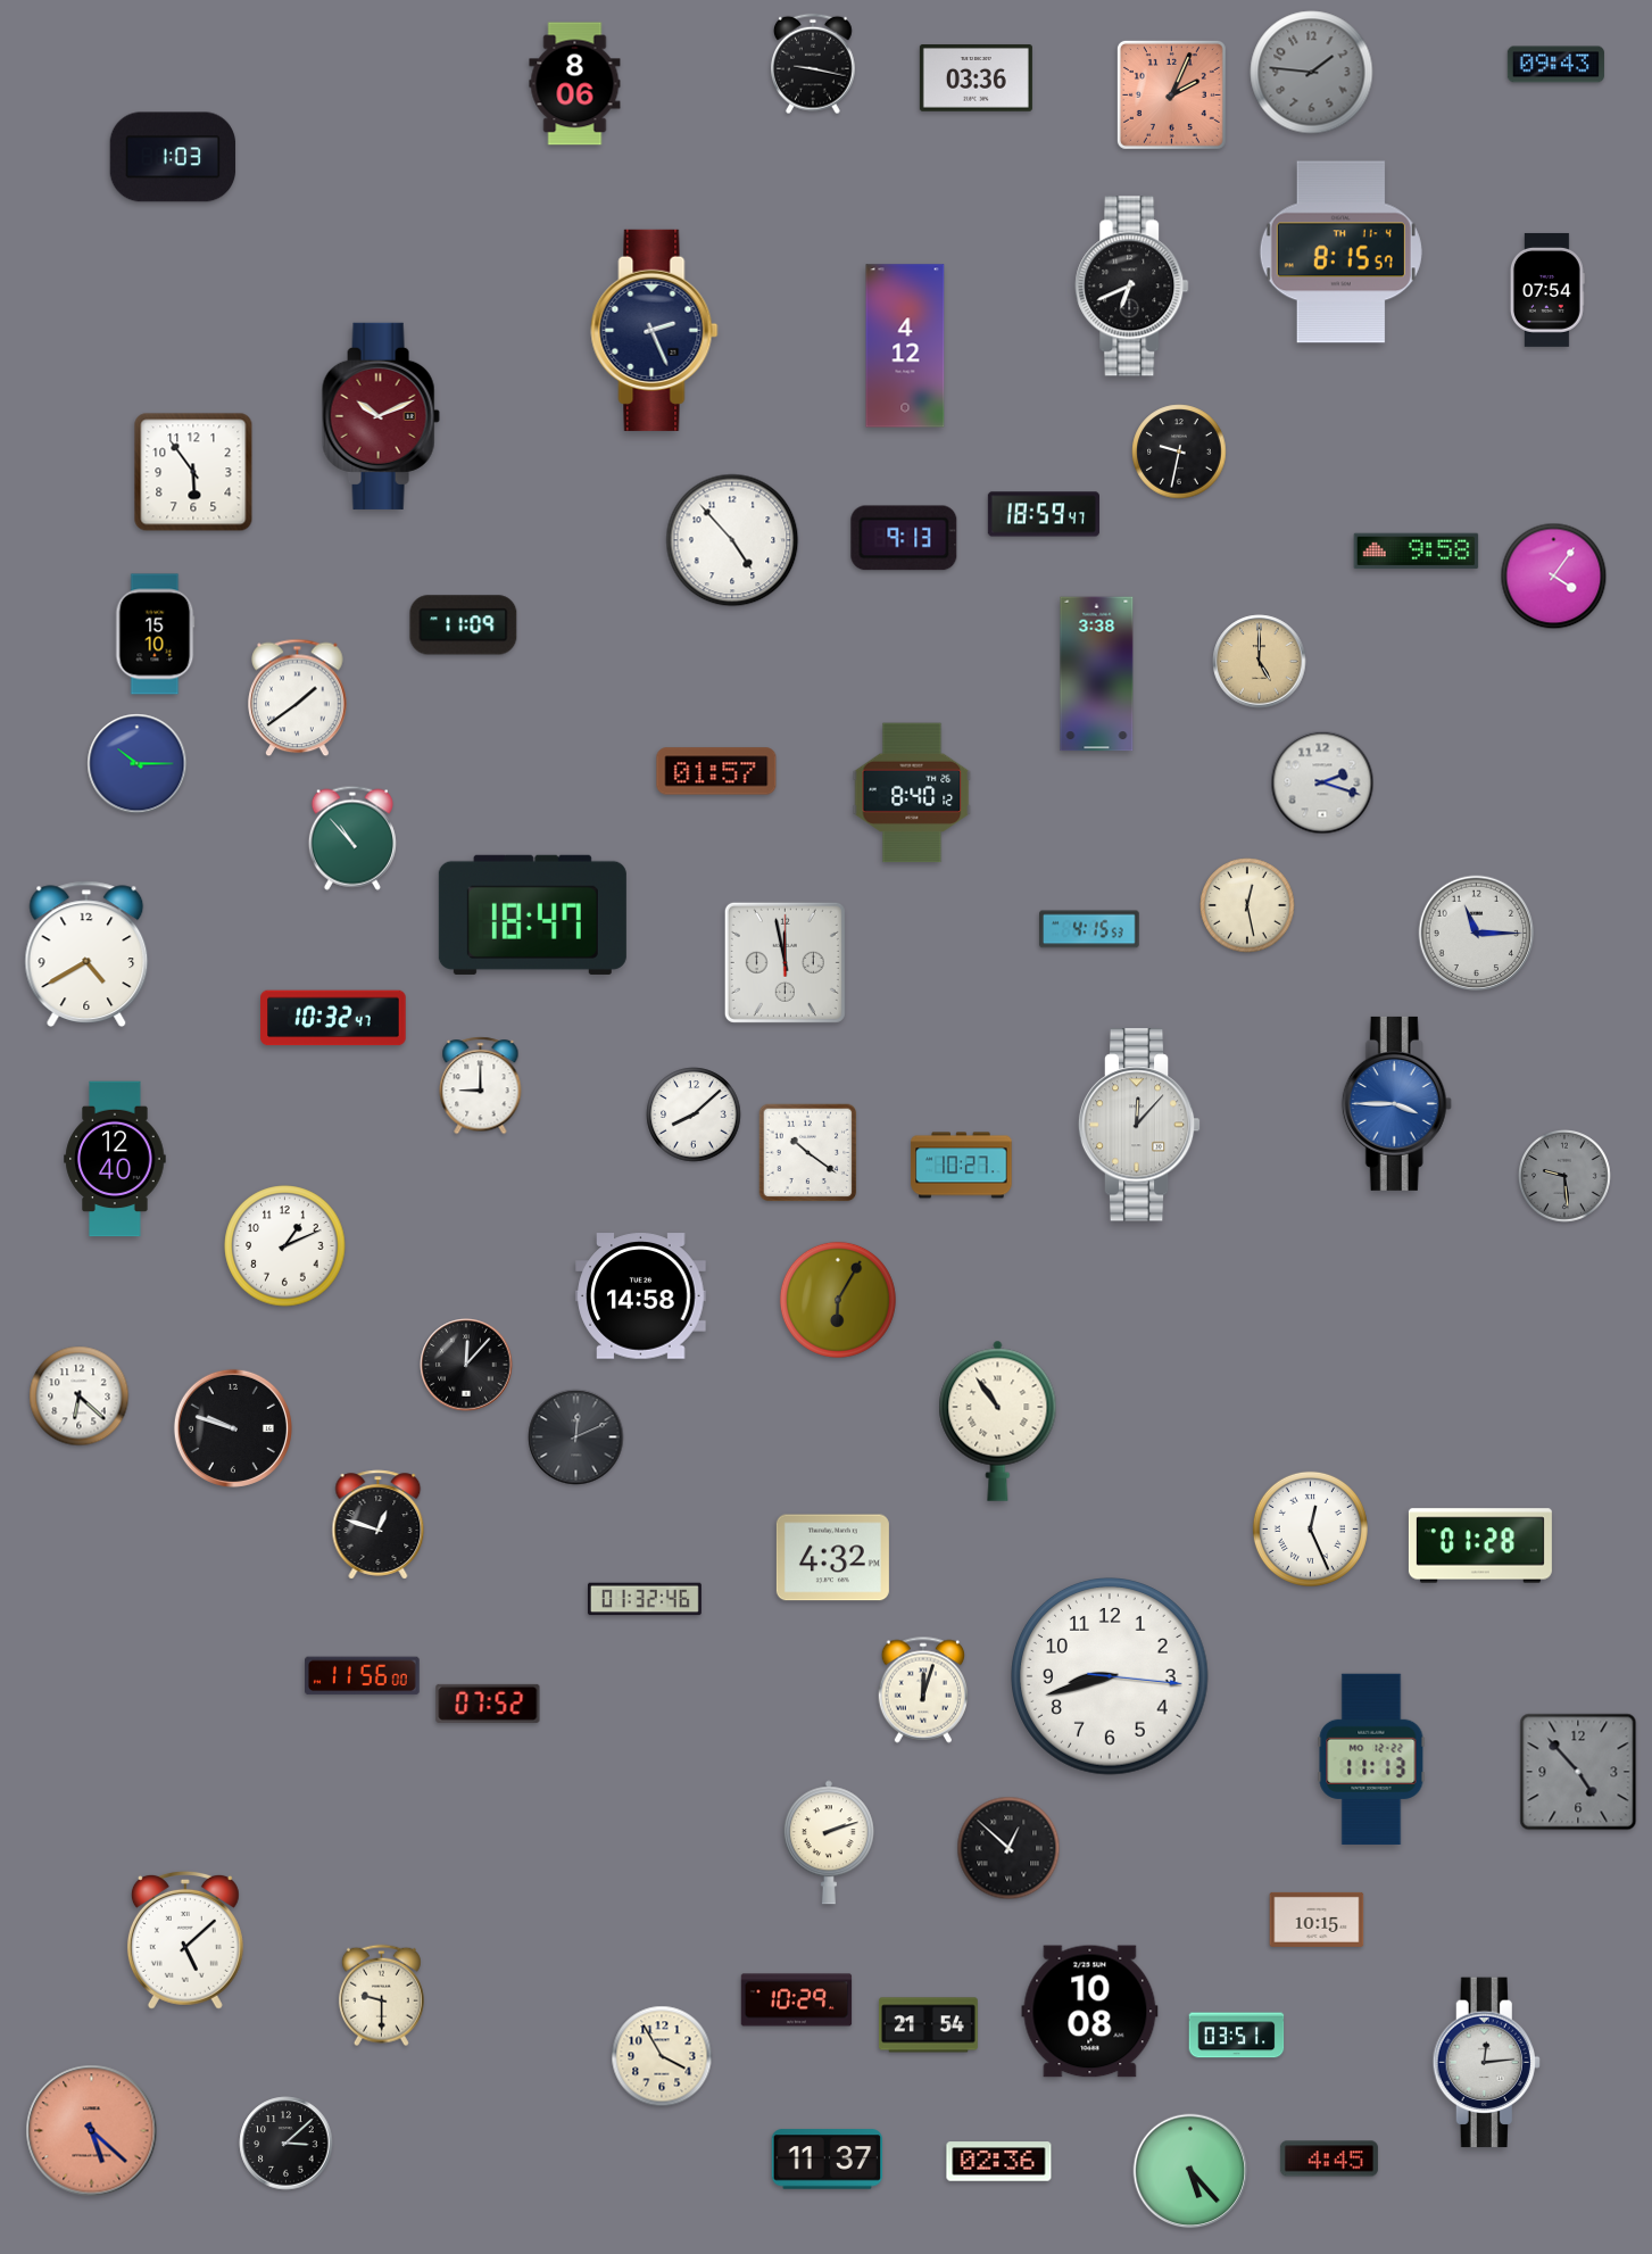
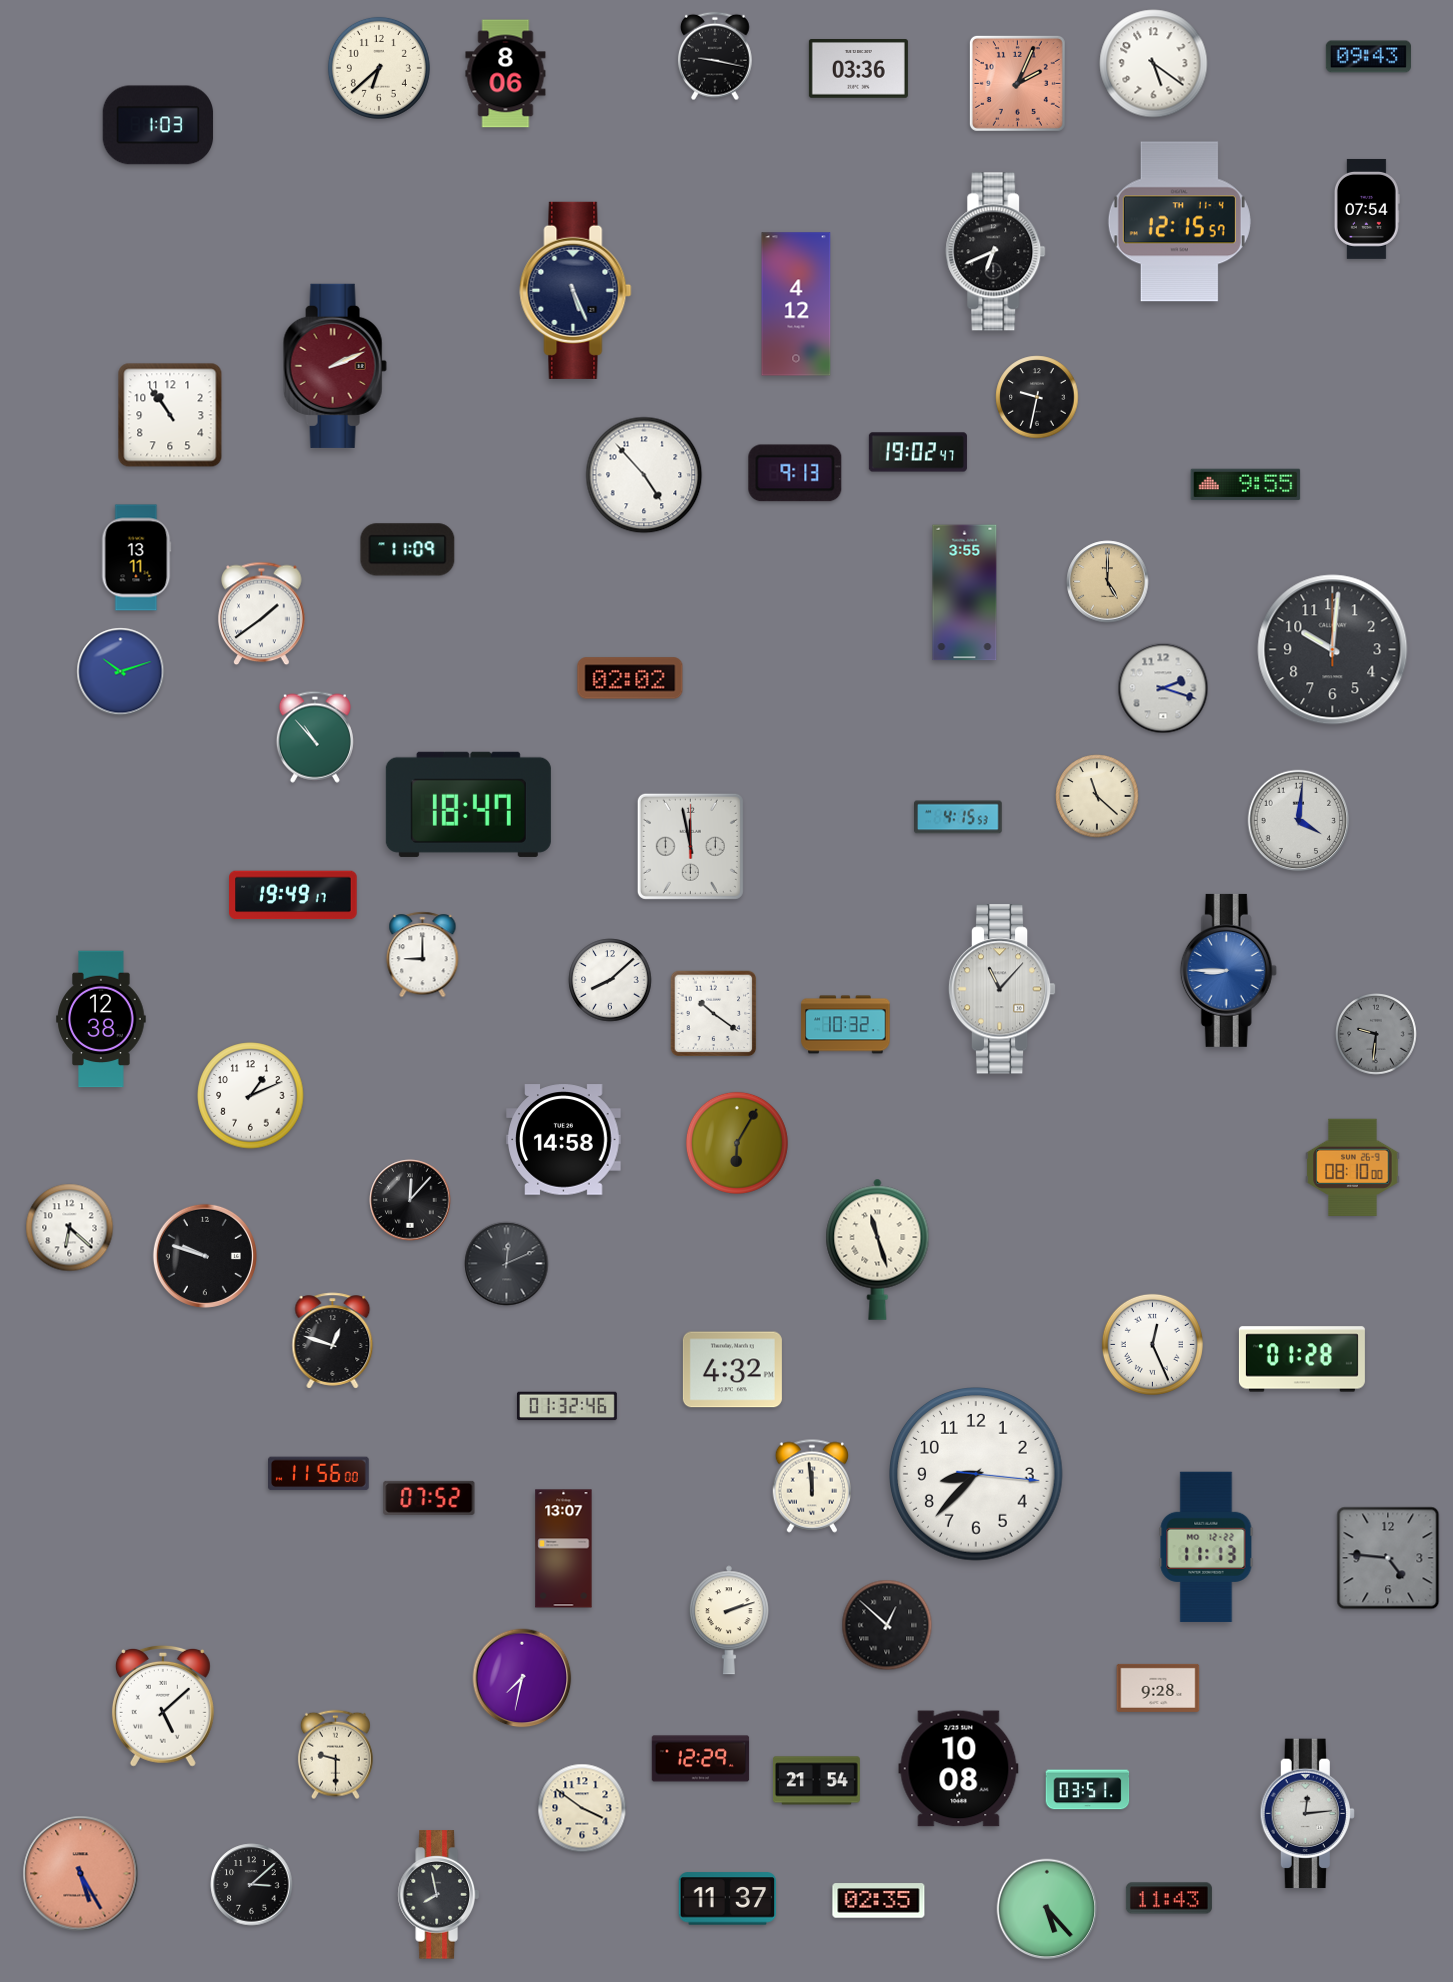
clock at (1312, 73): 1:46 -> 5:21
clock at (1312, 73) dial: grey -> white
clock at (379, 68): none -> 6:38
clock at (1171, 94) position: (1171, 94) -> (1017, 83)
clock at (173, 157) position: (173, 157) -> (158, 125)
clock at (1340, 252): 8:15 -> 12:15
clock at (1547, 290) position: (1547, 290) -> (1367, 209)
clock at (655, 330): 2:26 -> 5:26
clock at (381, 416): 10:11 -> 2:11
clock at (193, 472): 5:54 -> 10:54
clock at (1044, 514): 18:59 -> 19:02
clock at (1417, 552): 9:58 -> 9:55
clock at (1554, 577): 4:06 -> none
clock at (155, 635): 15:10 -> 13:11
clock at (1097, 674): 3:38 -> 3:55
clock at (1333, 650): none -> 10:01
clock at (138, 764): 10:15 -> 10:12
clock at (716, 771): 01:57 -> 02:02
clock at (912, 793): 8:40 -> none
clock at (352, 838) position: (352, 838) -> (315, 737)
clock at (1247, 905): 12:28 -> 11:22
clock at (1477, 934): 11:15 -> 4:01
clock at (86, 953): 4:40 -> none
clock at (333, 1018): 10:32 -> 19:49
clock at (1396, 1103): 3:45 -> 8:45
clock at (1139, 1125): 12:07 -> 11:07
clock at (808, 1153) position: (808, 1153) -> (714, 1014)
clock at (115, 1159): 12:40 -> 12:38
clock at (962, 1166): 10:27 -> 10:32
clock at (1566, 1177): 9:29 -> 9:31
clock at (1353, 1168): none -> 08:10
clock at (998, 1420): 10:54 -> 11:27
clock at (1111, 1677): 8:42 -> 8:37
clock at (922, 1690): 12:03 -> 11:59
clock at (564, 1549): none -> 13:07
clock at (1578, 1772): 4:53 -> 4:46
clock at (522, 1678): none -> 7:32
clock at (1317, 1920): 10:15 -> 9:28
clock at (797, 2000): 10:29 -> 12:29
clock at (662, 2056): 3:55 -> 3:51
clock at (92, 2131): 5:22 -> 5:25
clock at (438, 1895): none -> 7:58
clock at (1329, 2158): 4:45 -> 11:43
clock at (999, 2162): 02:36 -> 02:35
